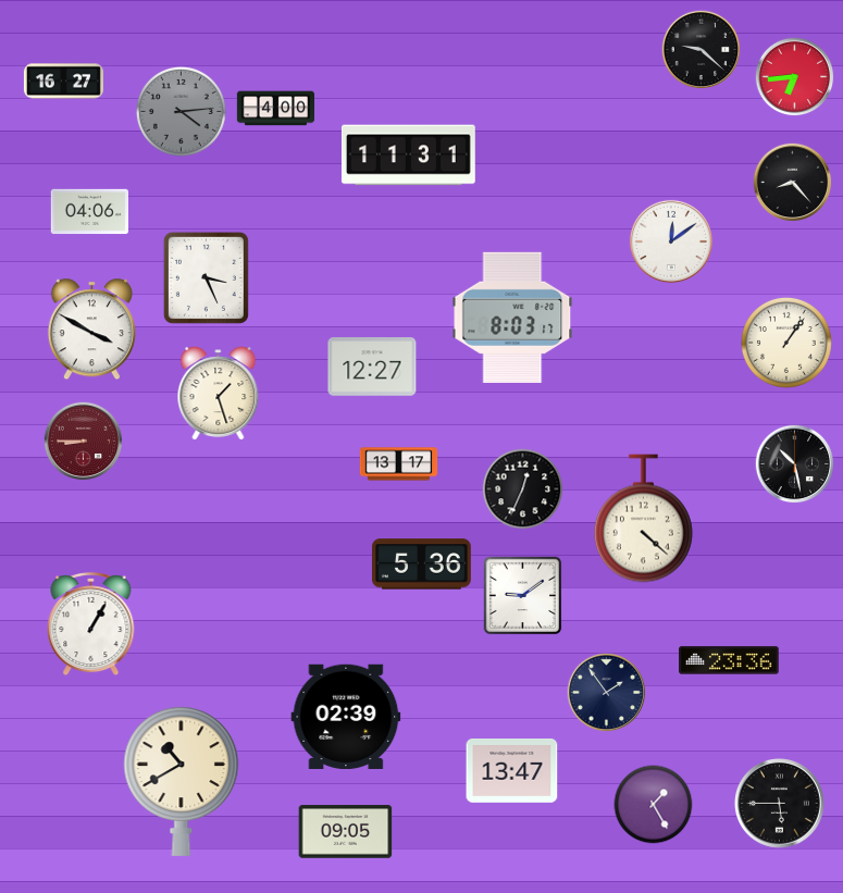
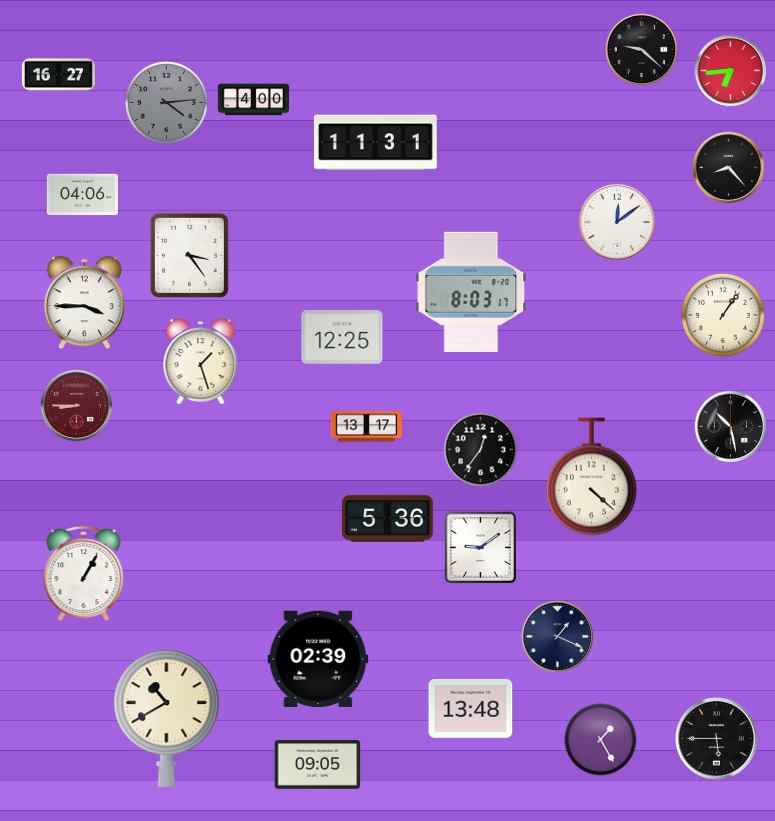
clock at (702, 50) position: (702, 50) -> (642, 50)
clock at (206, 277): 3:26 -> 3:24
clock at (91, 330): 3:50 -> 3:45
clock at (372, 367): 12:27 -> 12:25
clock at (523, 489): 12:34 -> 12:36
clock at (729, 660): 23:36 -> none
clock at (607, 693): 1:54 -> 1:19
clock at (512, 770): 13:47 -> 13:48
